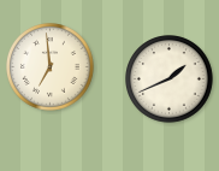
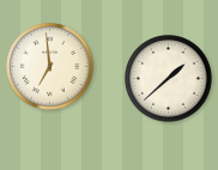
clock at (170, 79): 1:41 -> 1:38
